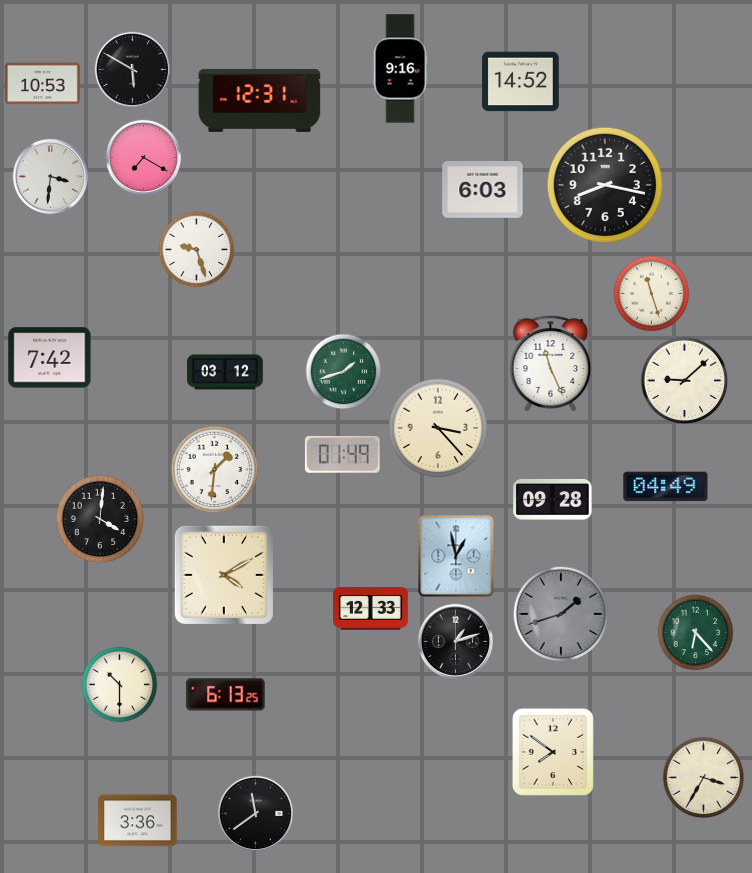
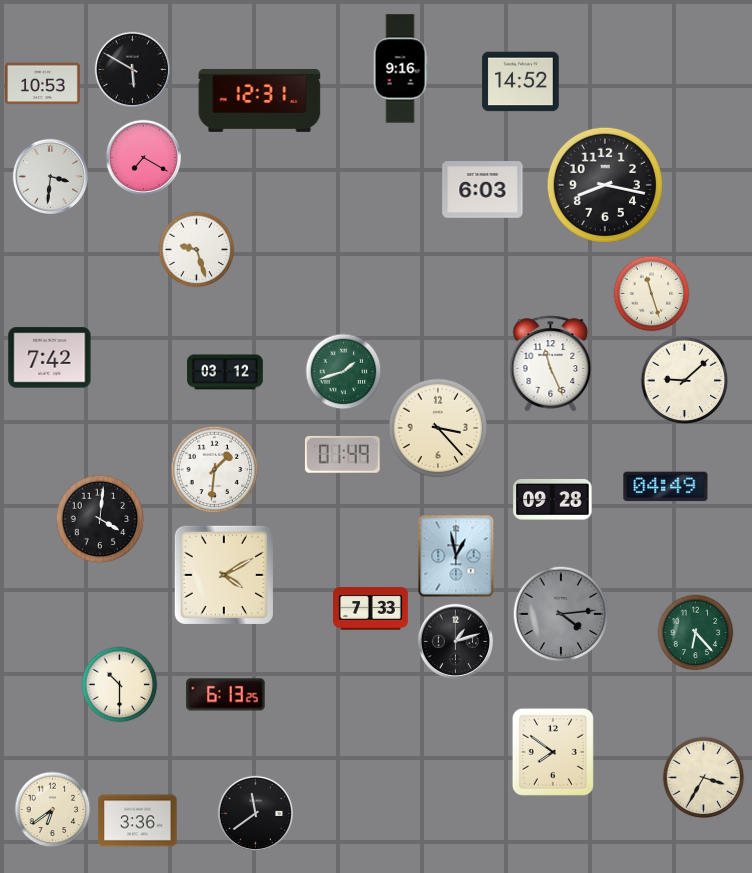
clock at (371, 609): 12:33 -> 7:33
clock at (561, 614): 1:42 -> 4:14
clock at (53, 810): none -> 6:39
